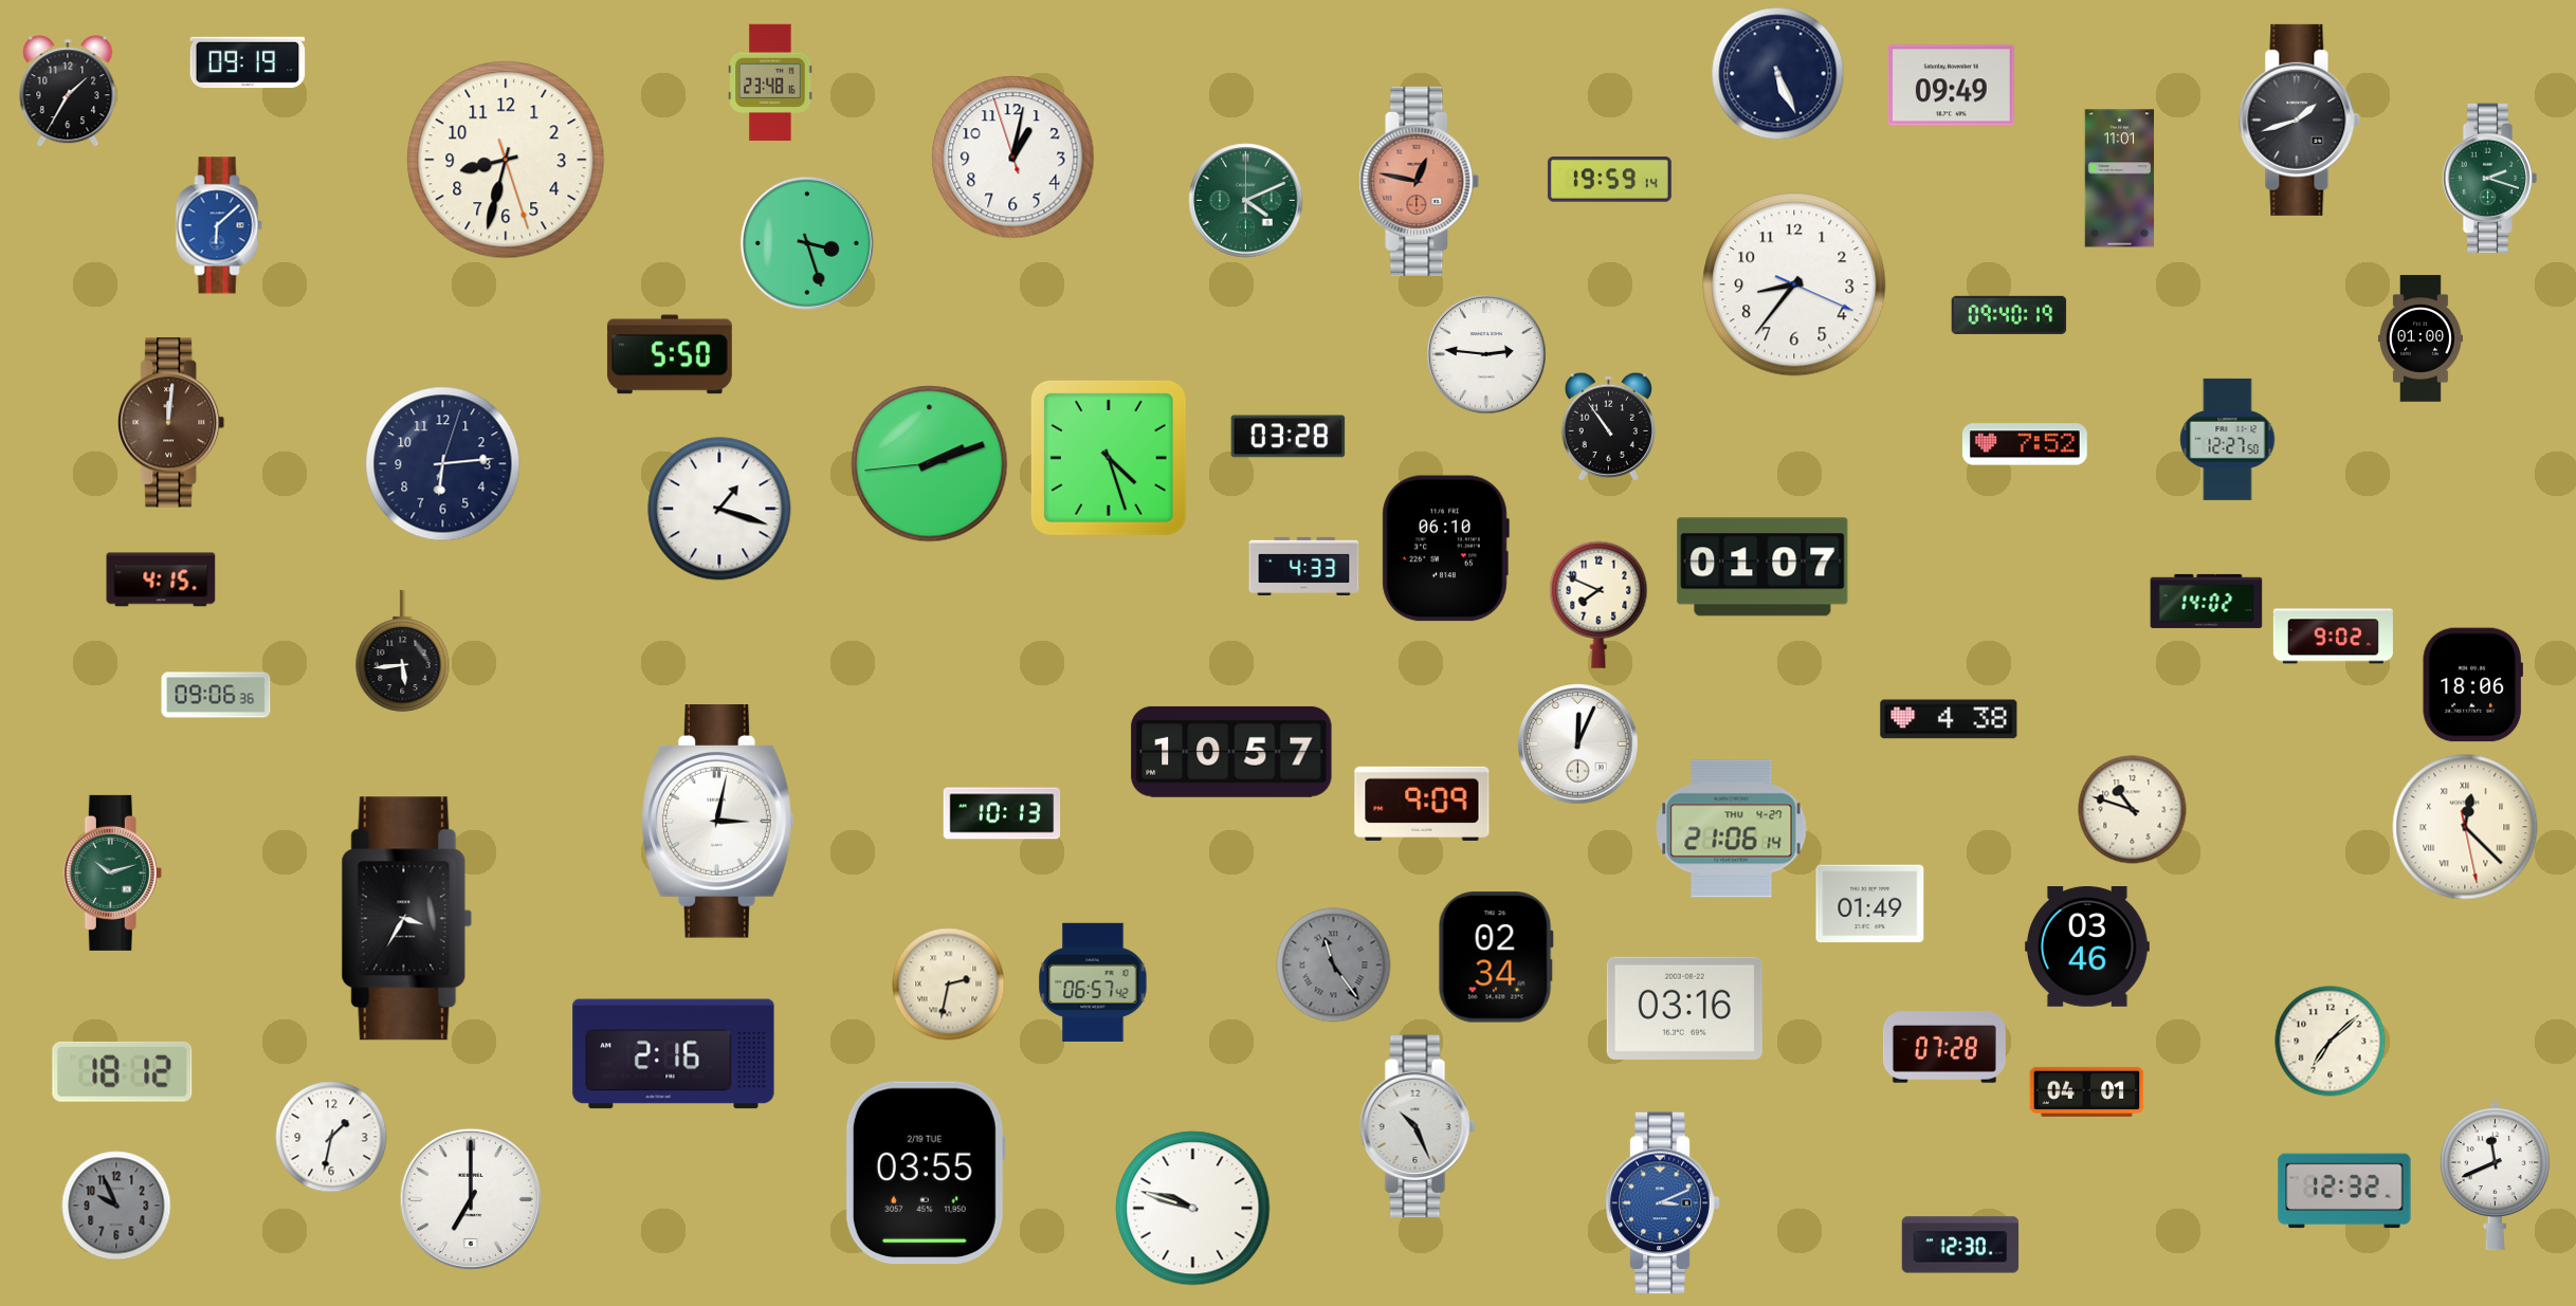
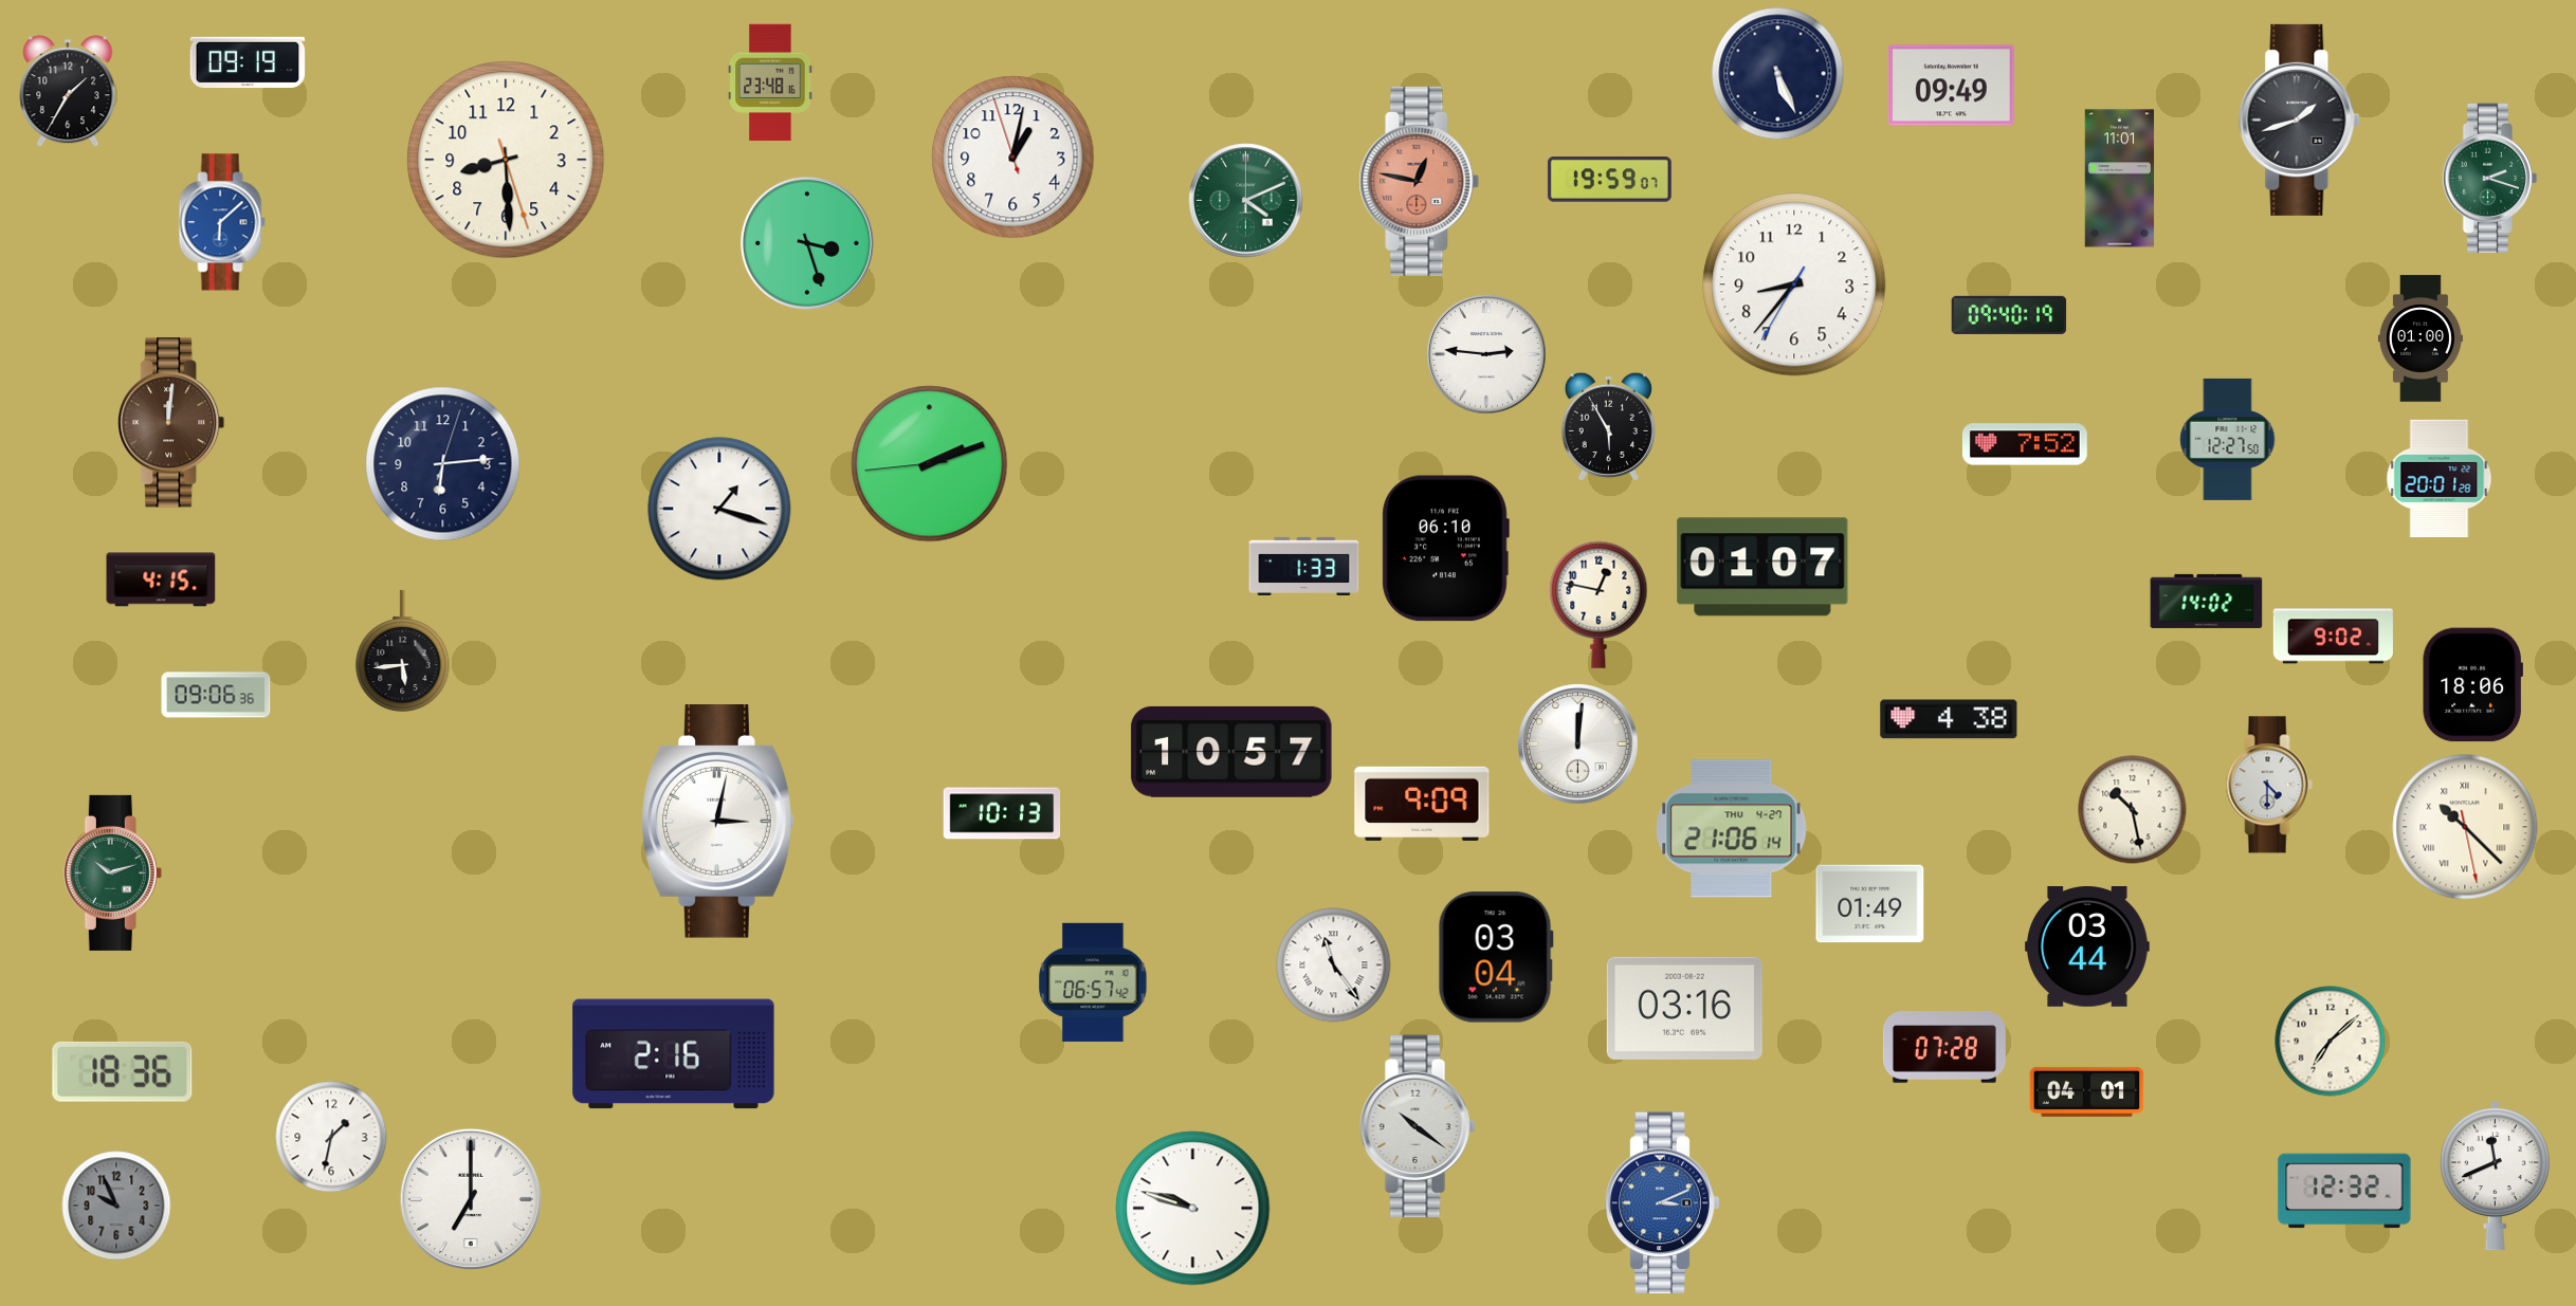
clock at (506, 160): 8:32 -> 8:29
clock at (1609, 180): 19:59:14 -> 19:59:07
clock at (219, 225) position: (219, 225) -> (222, 222)
clock at (1794, 284): 8:36:19 -> 8:36:35
clock at (670, 354): 5:50 -> none
clock at (1608, 426): 10:54 -> 5:55
clock at (1289, 437): 03:28 -> none
clock at (1109, 458): 4:27 -> none
clock at (2440, 478): none -> 20:01
clock at (1304, 566): 4:33 -> 1:33
clock at (1598, 605): 7:49 -> 12:47
clock at (1578, 744): 12:04 -> 12:01
clock at (2269, 785): none -> 4:30
clock at (2133, 810): 10:48 -> 10:28
clock at (2465, 827): 12:22 -> 10:22
clock at (407, 919): 3:35 -> none
clock at (2087, 948): 03:46 -> 03:44
clock at (1496, 957): 02:34 -> 03:04
clock at (1334, 965) dial: grey -> white
clock at (949, 985): 2:32 -> none
clock at (123, 1071): 18:12 -> 18:36
clock at (1418, 1126): 10:26 -> 10:21
clock at (926, 1173): 03:55 -> none
clock at (1960, 1245): 12:30 -> none
